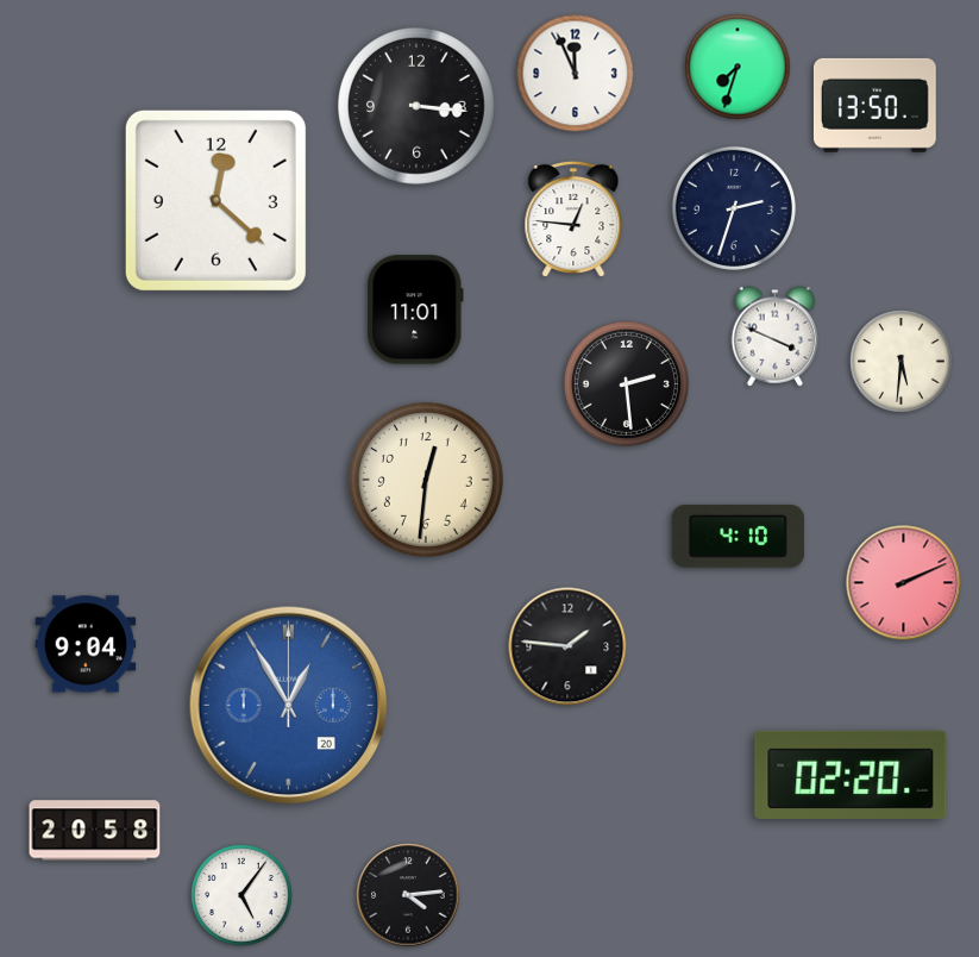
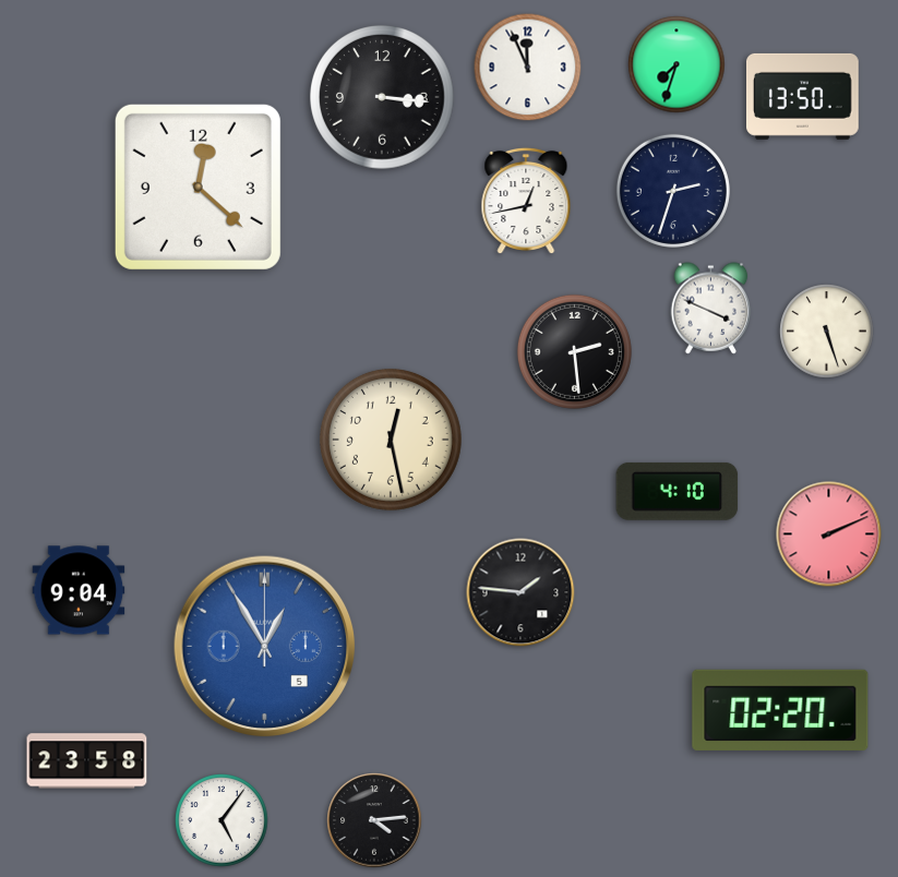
clock at (738, 67) position: (738, 67) -> (677, 64)
clock at (215, 200) position: (215, 200) -> (197, 187)
clock at (573, 219): 12:46 -> 12:43
clock at (415, 309): 11:01 -> none
clock at (902, 362): 5:31 -> 5:27
clock at (426, 480): 12:31 -> 12:28
clock at (289, 706) date: 20 -> 5
clock at (95, 831): 20:58 -> 23:58
